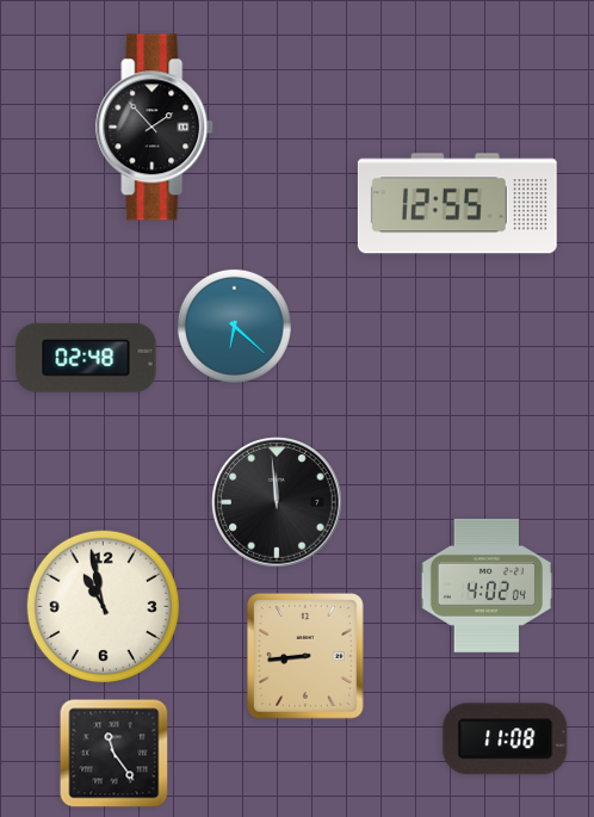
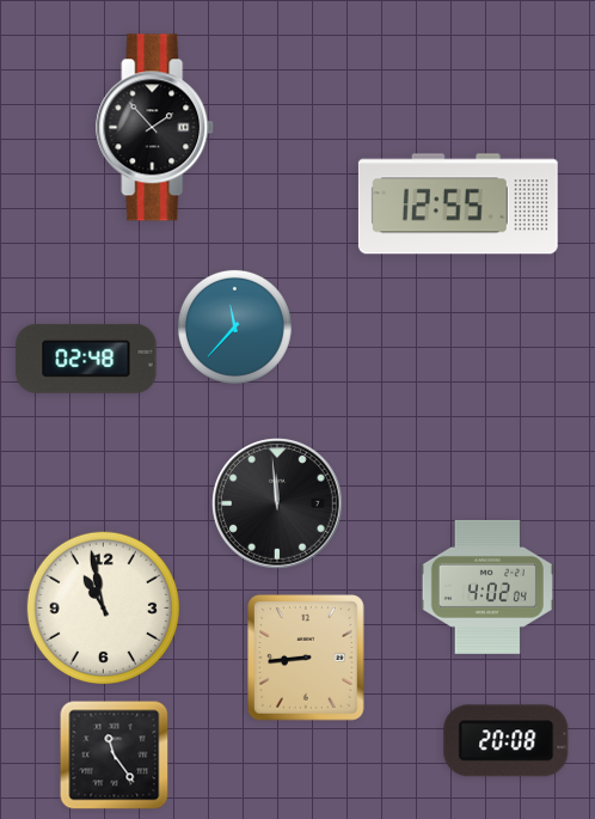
clock at (234, 326): 6:22 -> 11:37
clock at (506, 739): 11:08 -> 20:08
